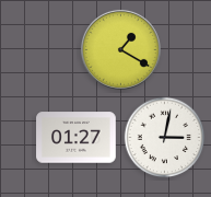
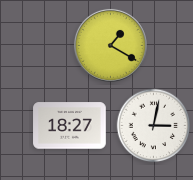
clock at (77, 138): 01:27 -> 18:27
clock at (165, 138) position: (165, 138) -> (154, 126)
